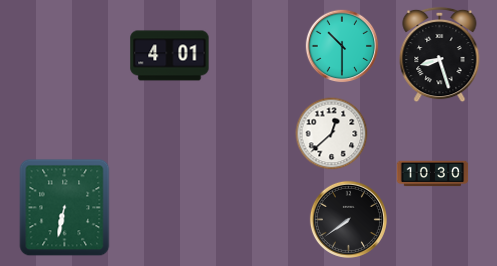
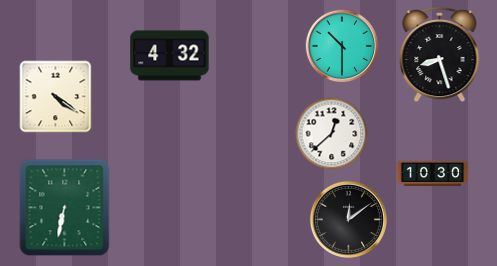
clock at (170, 56): 4:01 -> 4:32
clock at (56, 97): none -> 4:21
clock at (348, 219): 7:39 -> 12:09
